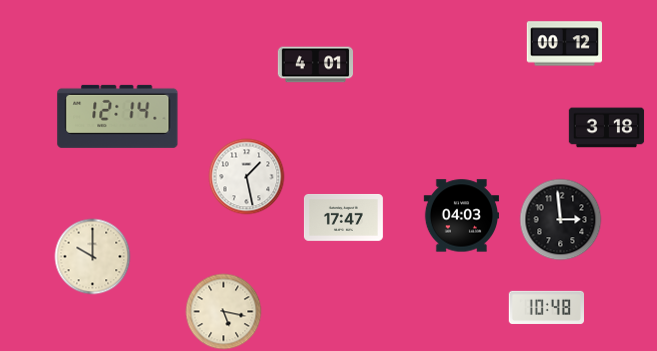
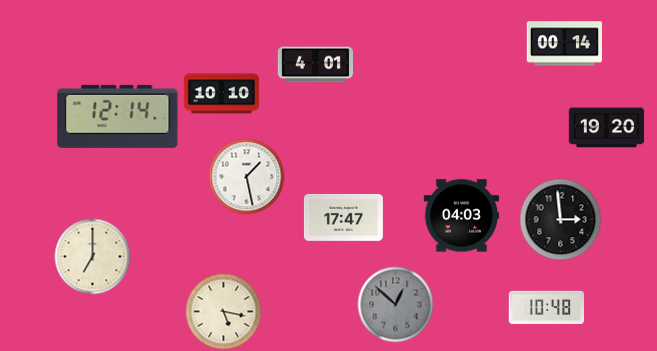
clock at (564, 44): 00:12 -> 00:14
clock at (221, 94): none -> 10:10
clock at (607, 128): 3:18 -> 19:20
clock at (93, 257): 10:00 -> 7:00
clock at (396, 305): none -> 12:52
